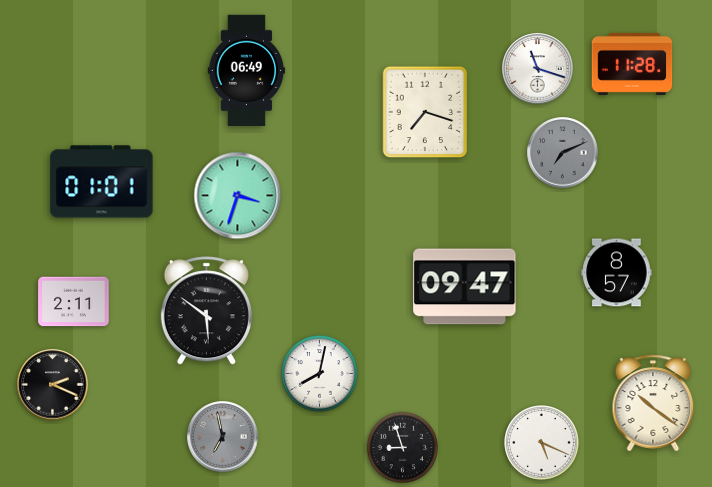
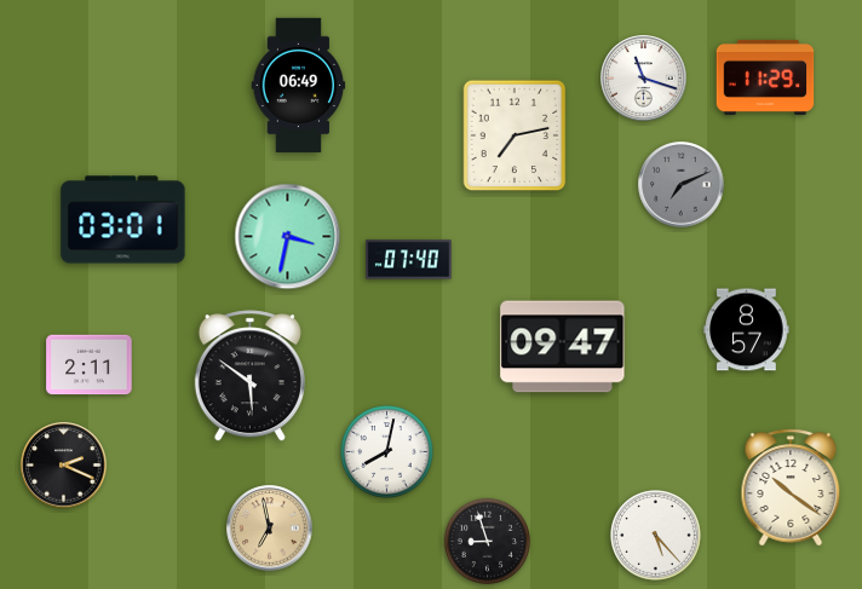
clock at (632, 64): 11:28 -> 11:29
clock at (538, 69) position: (538, 69) -> (644, 79)
clock at (425, 112): 7:18 -> 7:13
clock at (102, 182): 01:01 -> 03:01
clock at (238, 196): 3:33 -> 3:32
clock at (409, 260): none -> 07:40
clock at (223, 437) dial: grey -> champagne
clock at (542, 443): 5:19 -> 5:23
